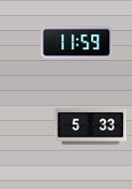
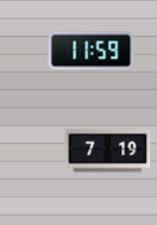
clock at (91, 127): 5:33 -> 7:19
